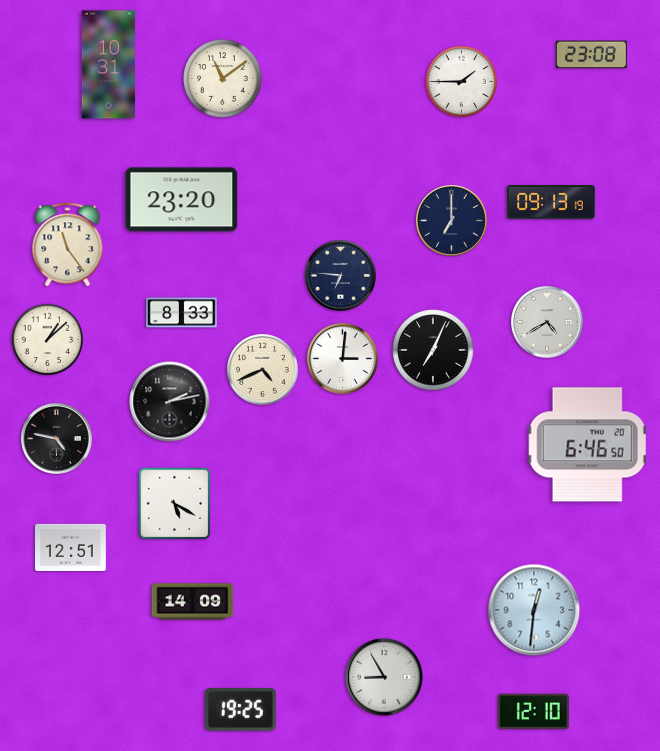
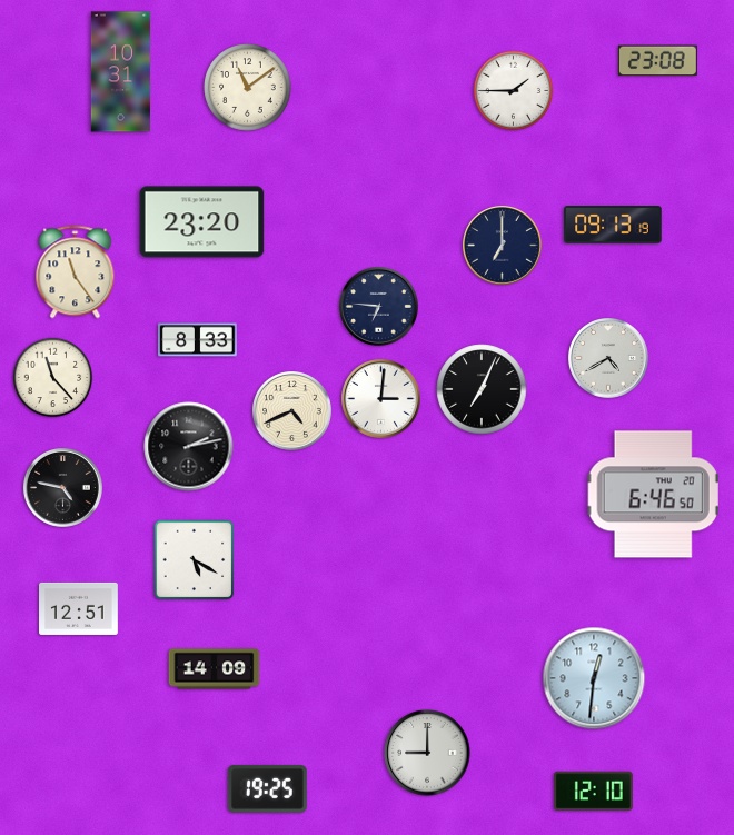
clock at (182, 313) position: (182, 313) -> (198, 340)
clock at (48, 340): 1:08 -> 11:23
clock at (384, 677): 8:55 -> 9:00
